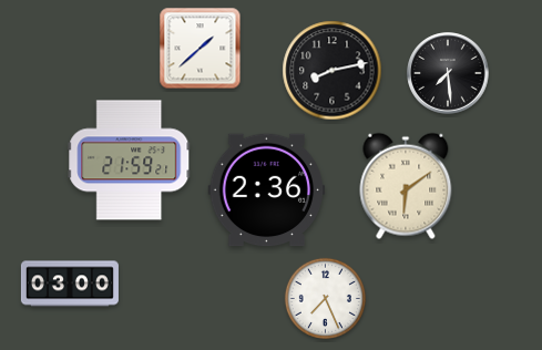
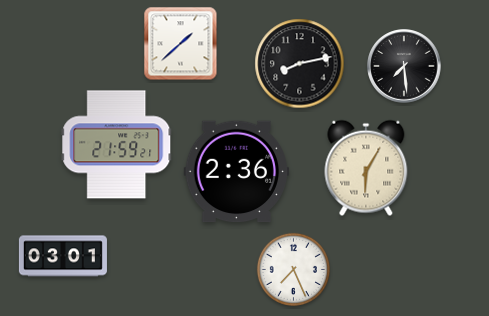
clock at (406, 186): 6:09 -> 6:05
clock at (267, 191) position: (267, 191) -> (237, 172)
clock at (70, 284): 03:00 -> 03:01
